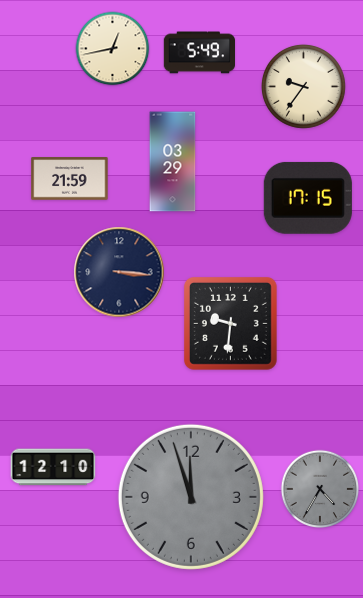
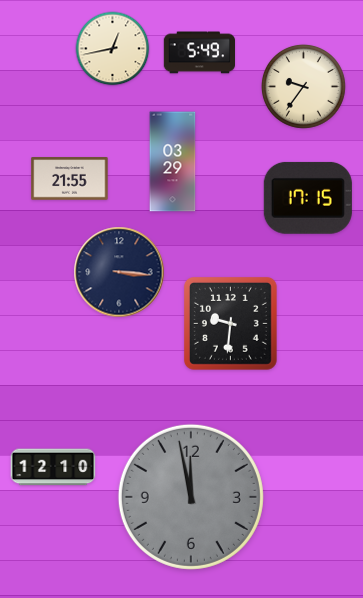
clock at (70, 179): 21:59 -> 21:55
clock at (320, 489): 4:35 -> none
clock at (191, 497): 11:57 -> 11:58
